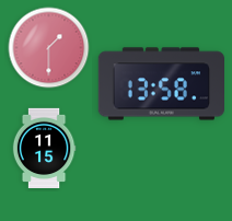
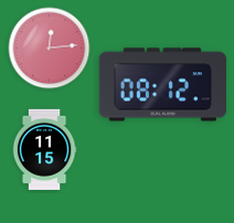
clock at (49, 48): 1:30 -> 12:14
clock at (161, 84): 13:58 -> 08:12
